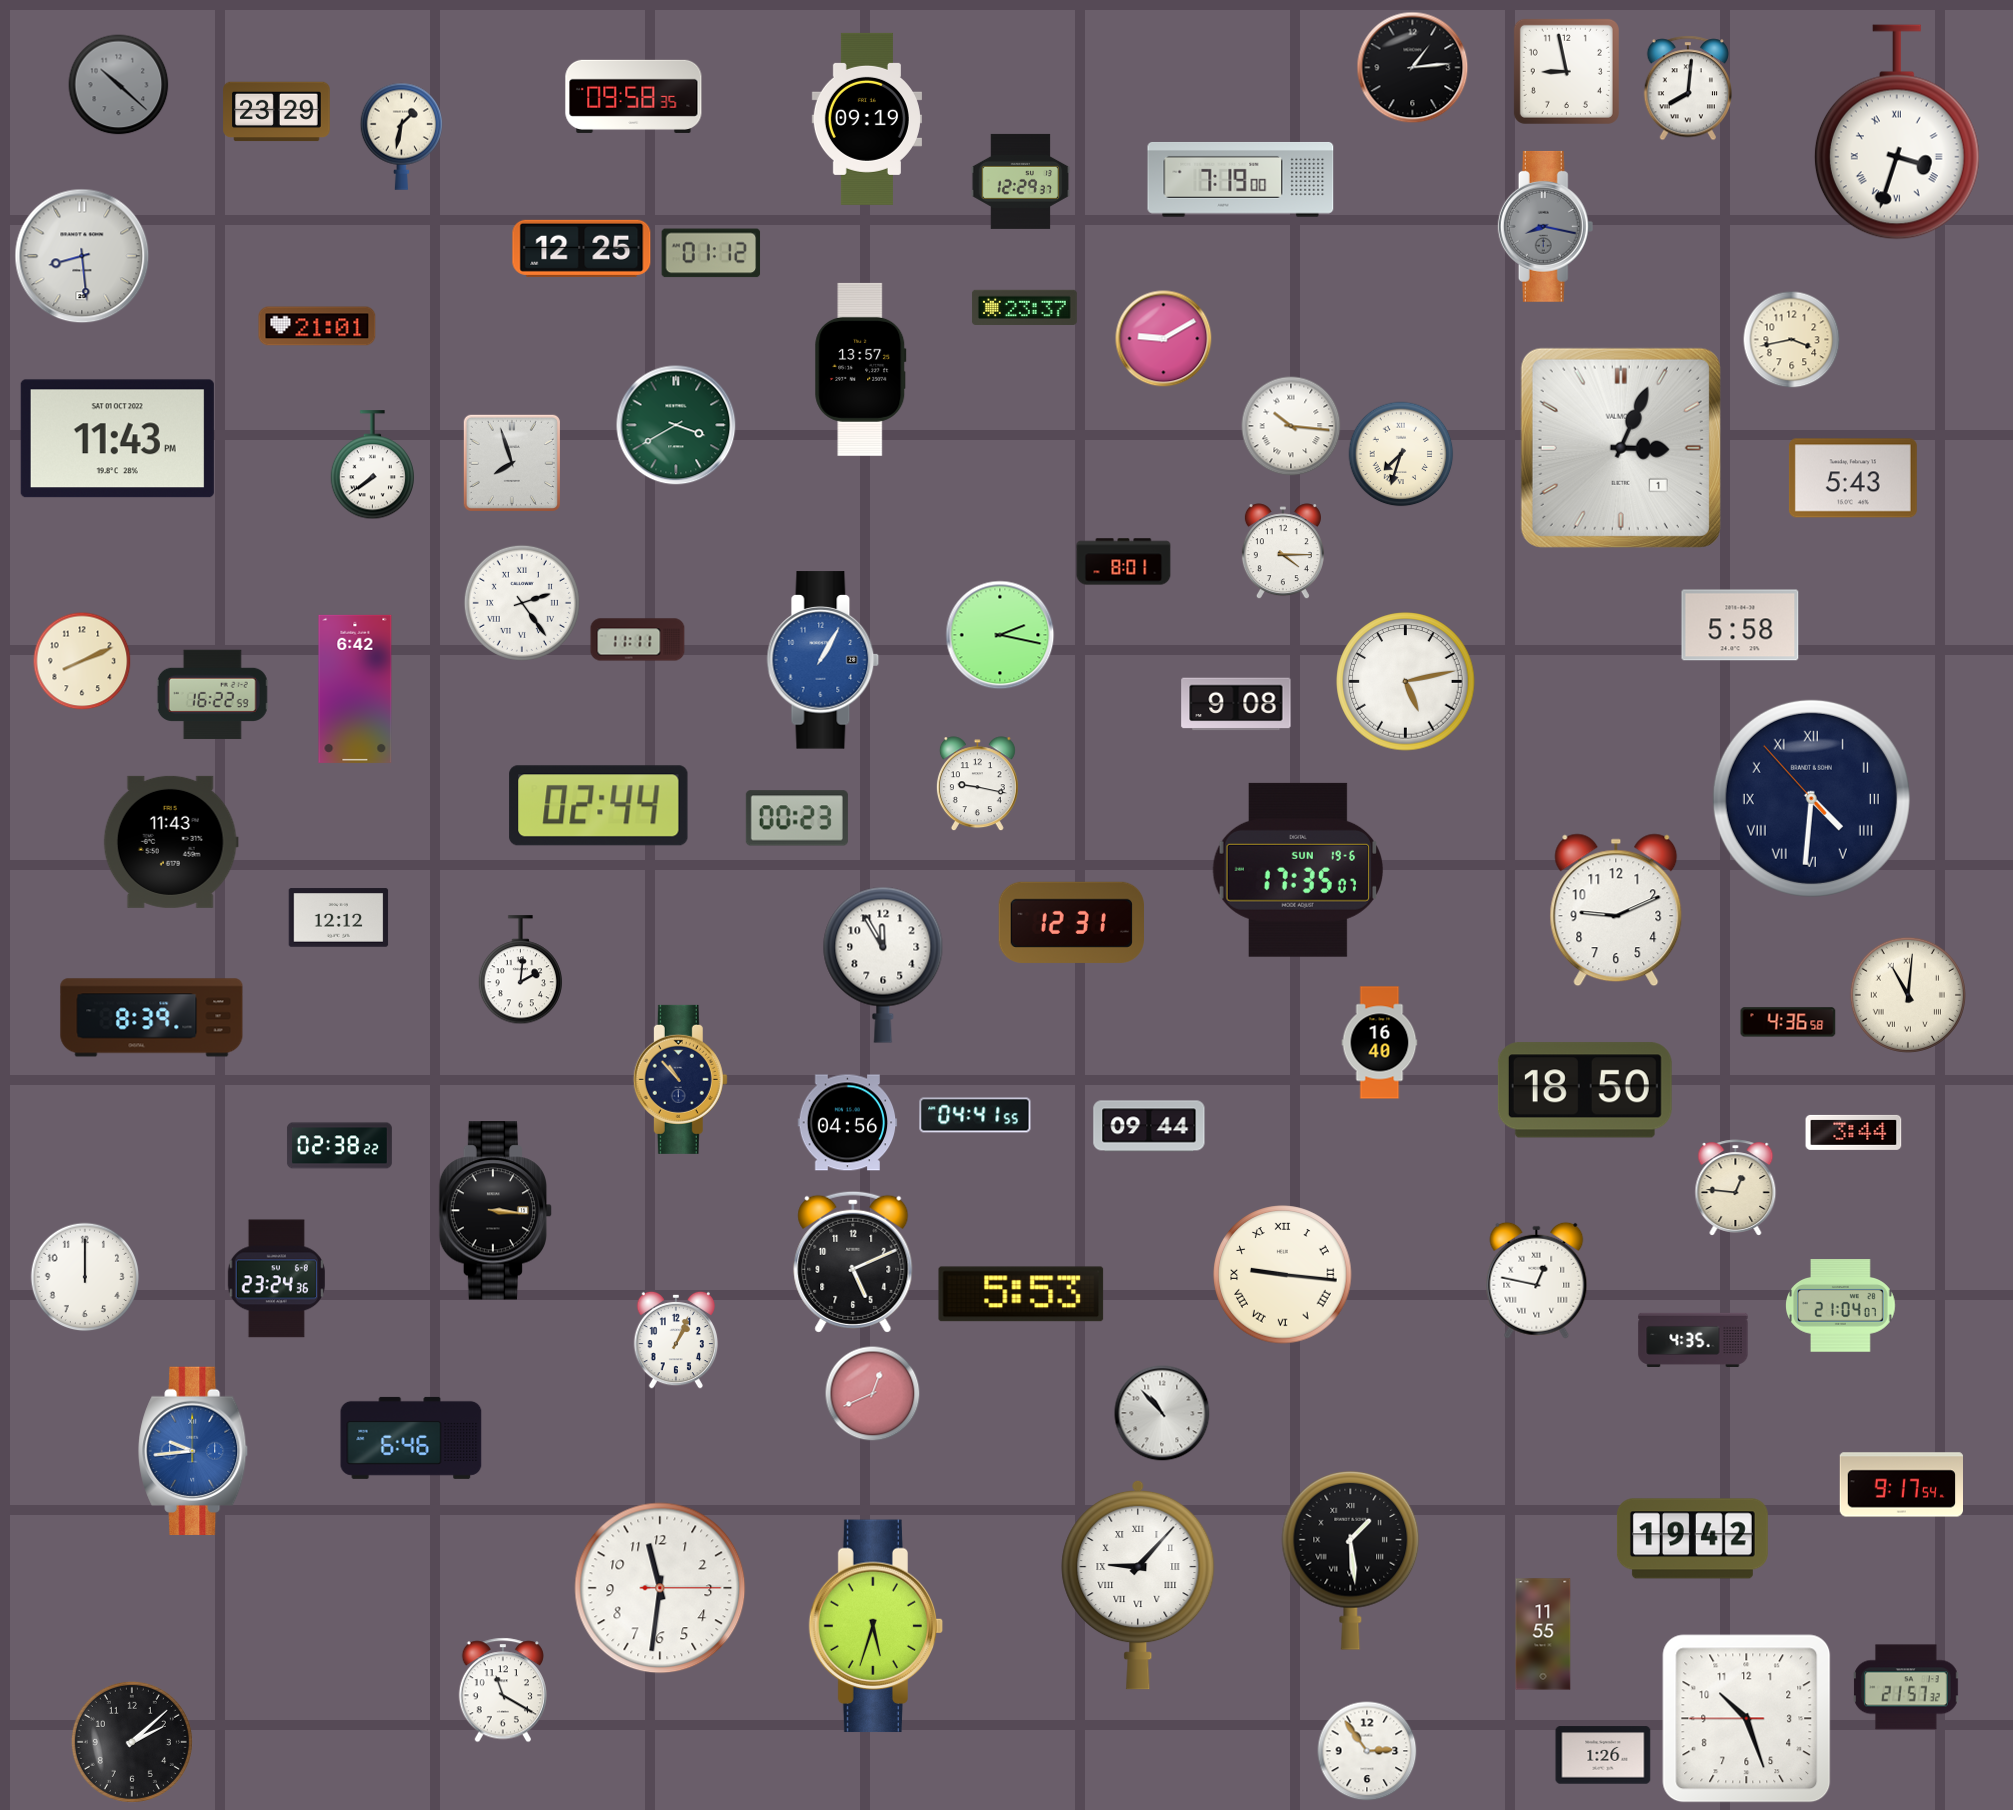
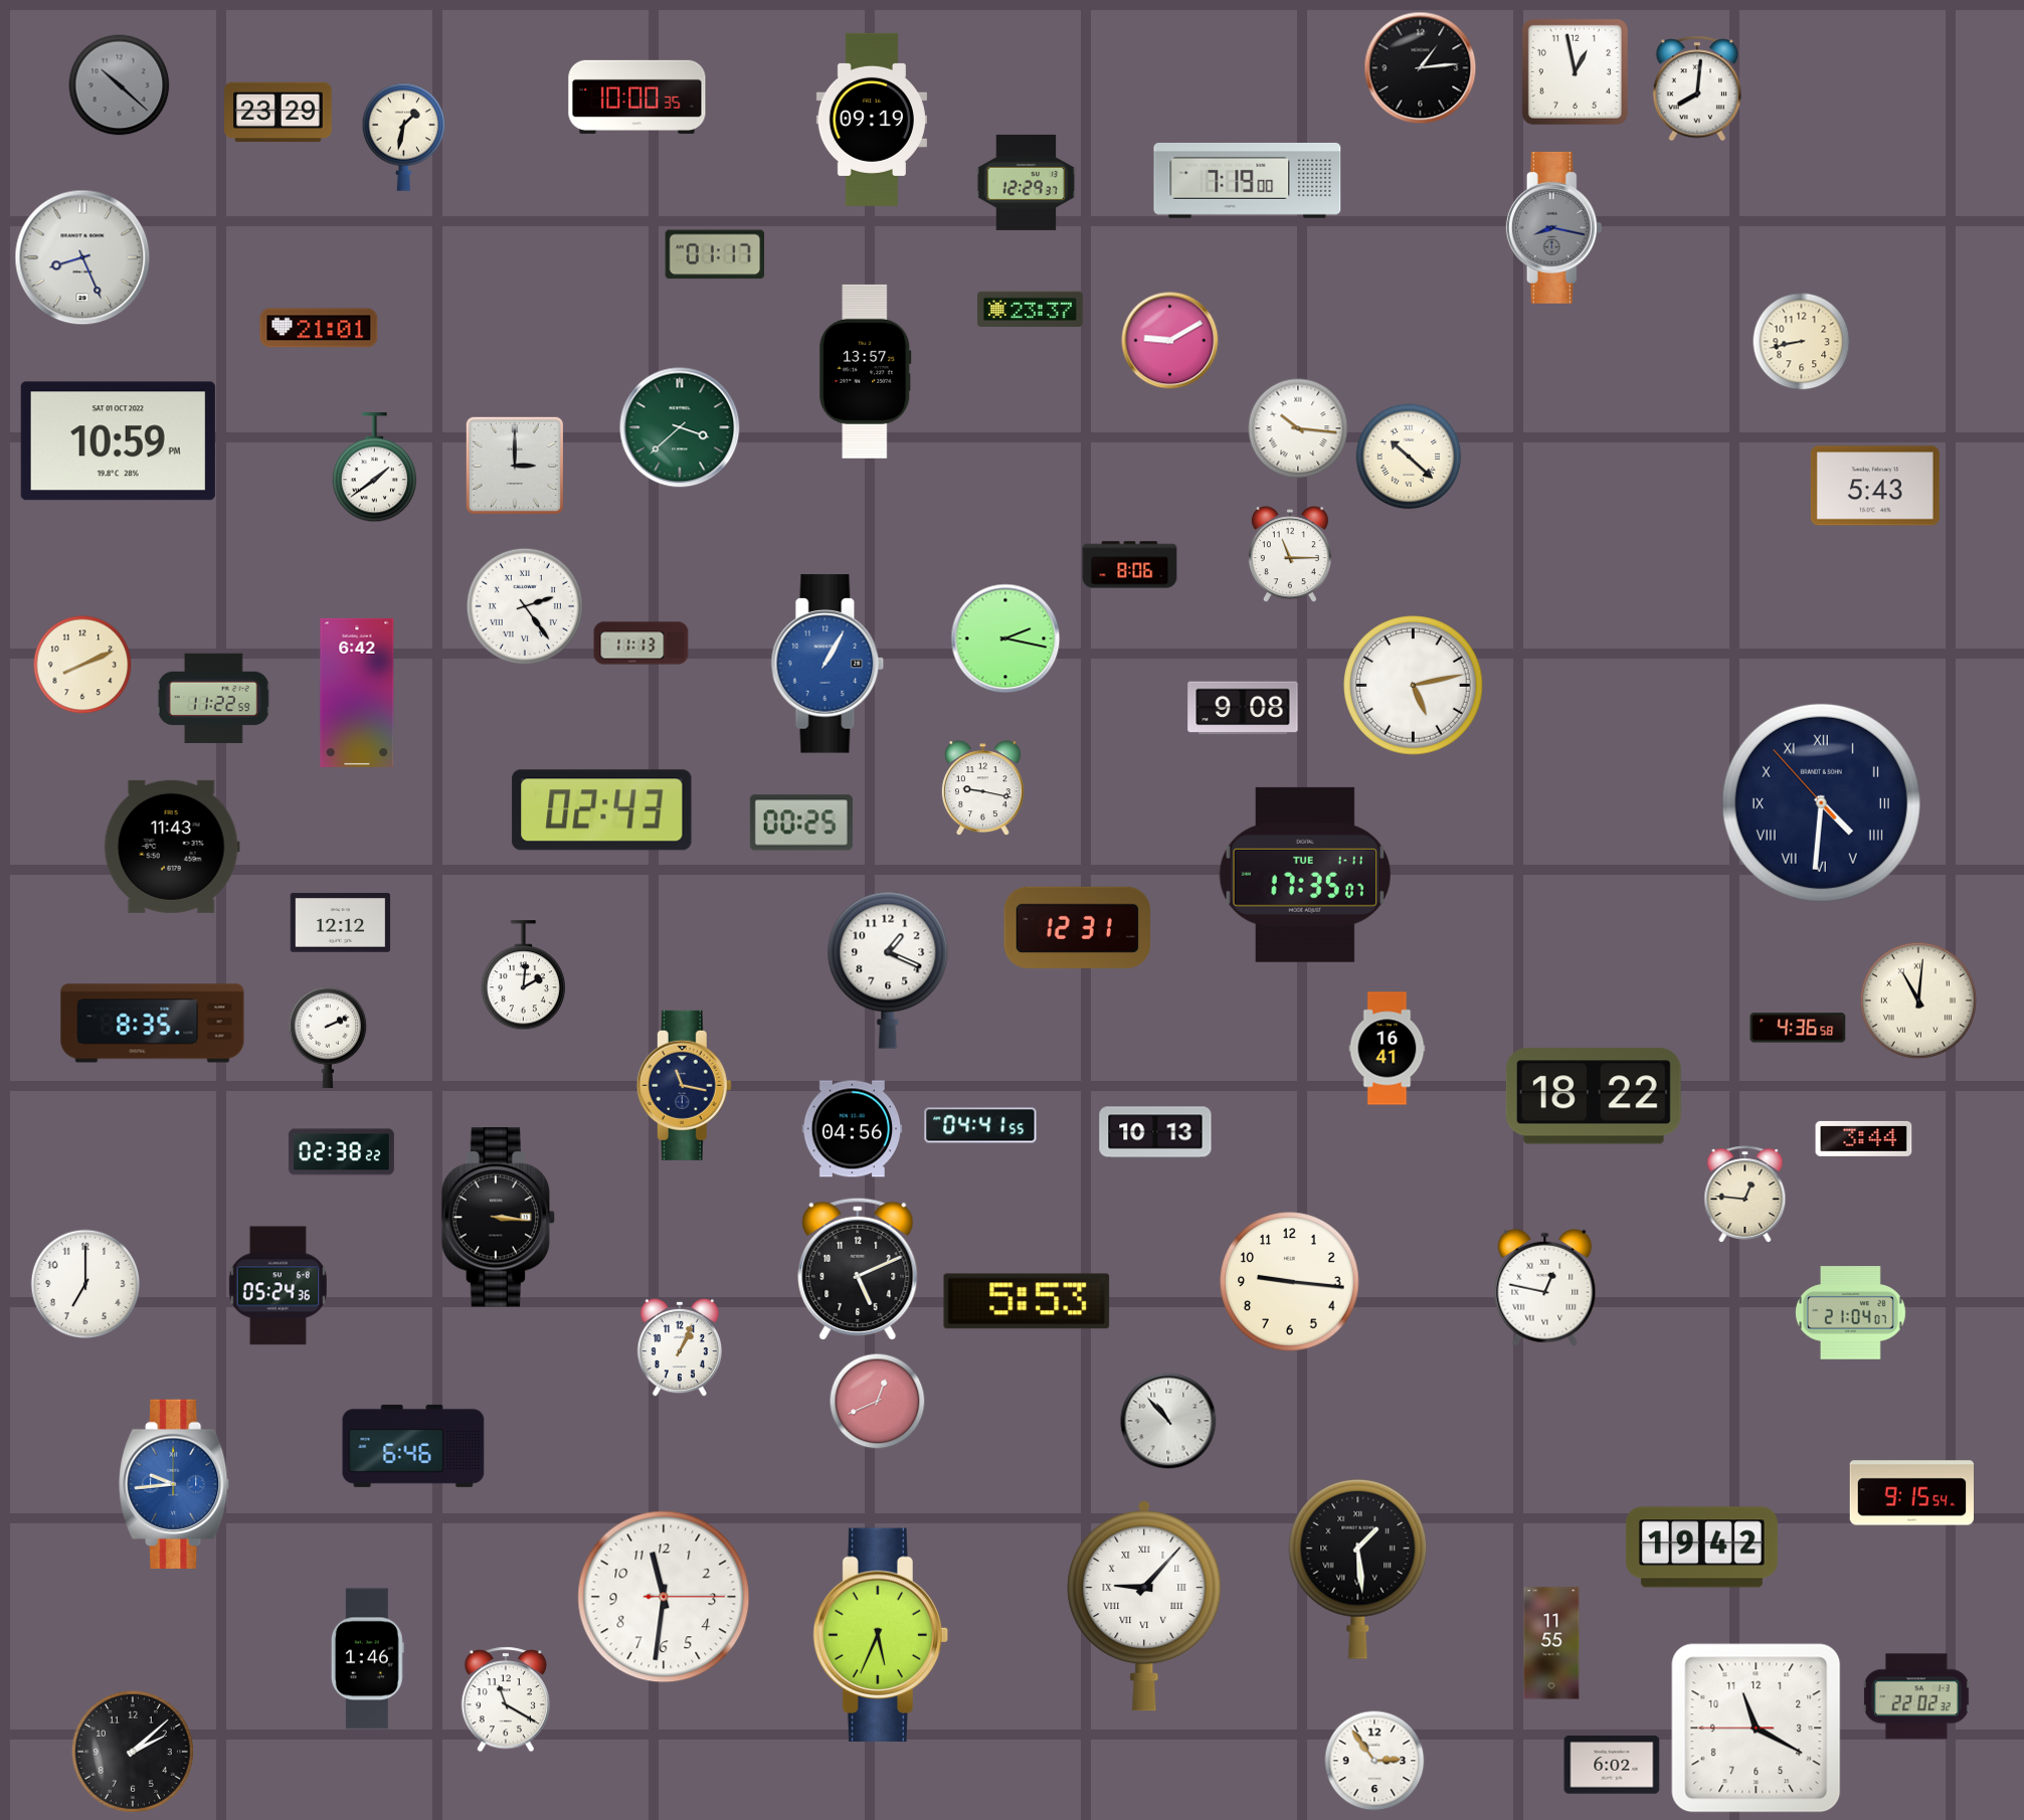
clock at (1566, 71): 8:58 -> 12:58
clock at (634, 96): 09:58 -> 10:00
clock at (1897, 132): 3:33 -> none
clock at (582, 248): 12:25 -> none
clock at (711, 253): 01:12 -> 01:17
clock at (82, 256): 8:29 -> 8:26
clock at (1792, 340): 3:43 -> 8:43
clock at (676, 425): 3:40 -> 3:38
clock at (117, 439): 11:43 -> 10:59
clock at (1621, 448): 3:04 -> none
clock at (1401, 454): 7:33 -> 10:22
clock at (512, 463): 7:57 -> 3:00
clock at (372, 465): 7:39 -> 1:39
clock at (1853, 478) position: (1853, 478) -> (1875, 486)
clock at (1283, 552): 4:15 -> 11:15
clock at (1124, 562): 8:01 -> 8:06
clock at (1740, 625): 5:58 -> none
clock at (638, 640): 11:11 -> 11:13
clock at (212, 695): 16:22 -> 11:22
clock at (599, 806): 02:44 -> 02:43
clock at (797, 818): 00:23 -> 00:25
clock at (1297, 870) date: SUN 19-6 -> TUE 1-11
clock at (1616, 910): 9:11 -> none
clock at (883, 965): 11:55 -> 1:19
clock at (152, 1018): 8:39 -> 8:35
clock at (328, 1038): none -> 2:11
clock at (1380, 1043): 16:40 -> 16:41
clock at (680, 1079): 10:53 -> 11:17
clock at (1585, 1090): 18:50 -> 18:22
clock at (975, 1115) position: (975, 1115) -> (980, 1125)
clock at (1149, 1126): 09:44 -> 10:13
clock at (1283, 1275) numerals: Roman -> Arabic
clock at (85, 1277): 12:00 -> 7:00
clock at (276, 1279): 23:24 -> 05:24
clock at (1693, 1340): 4:35 -> none
clock at (194, 1450) position: (194, 1450) -> (175, 1483)
clock at (1901, 1485): 9:17 -> 9:15
clock at (1138, 1585) position: (1138, 1585) -> (1144, 1606)
clock at (876, 1626): 5:33 -> 5:34
clock at (367, 1659): none -> 1:46
clock at (1906, 1687): 21:57 -> 22:02
clock at (1747, 1719): 10:26 -> 11:19
clock at (1603, 1755): 1:26 -> 6:02
